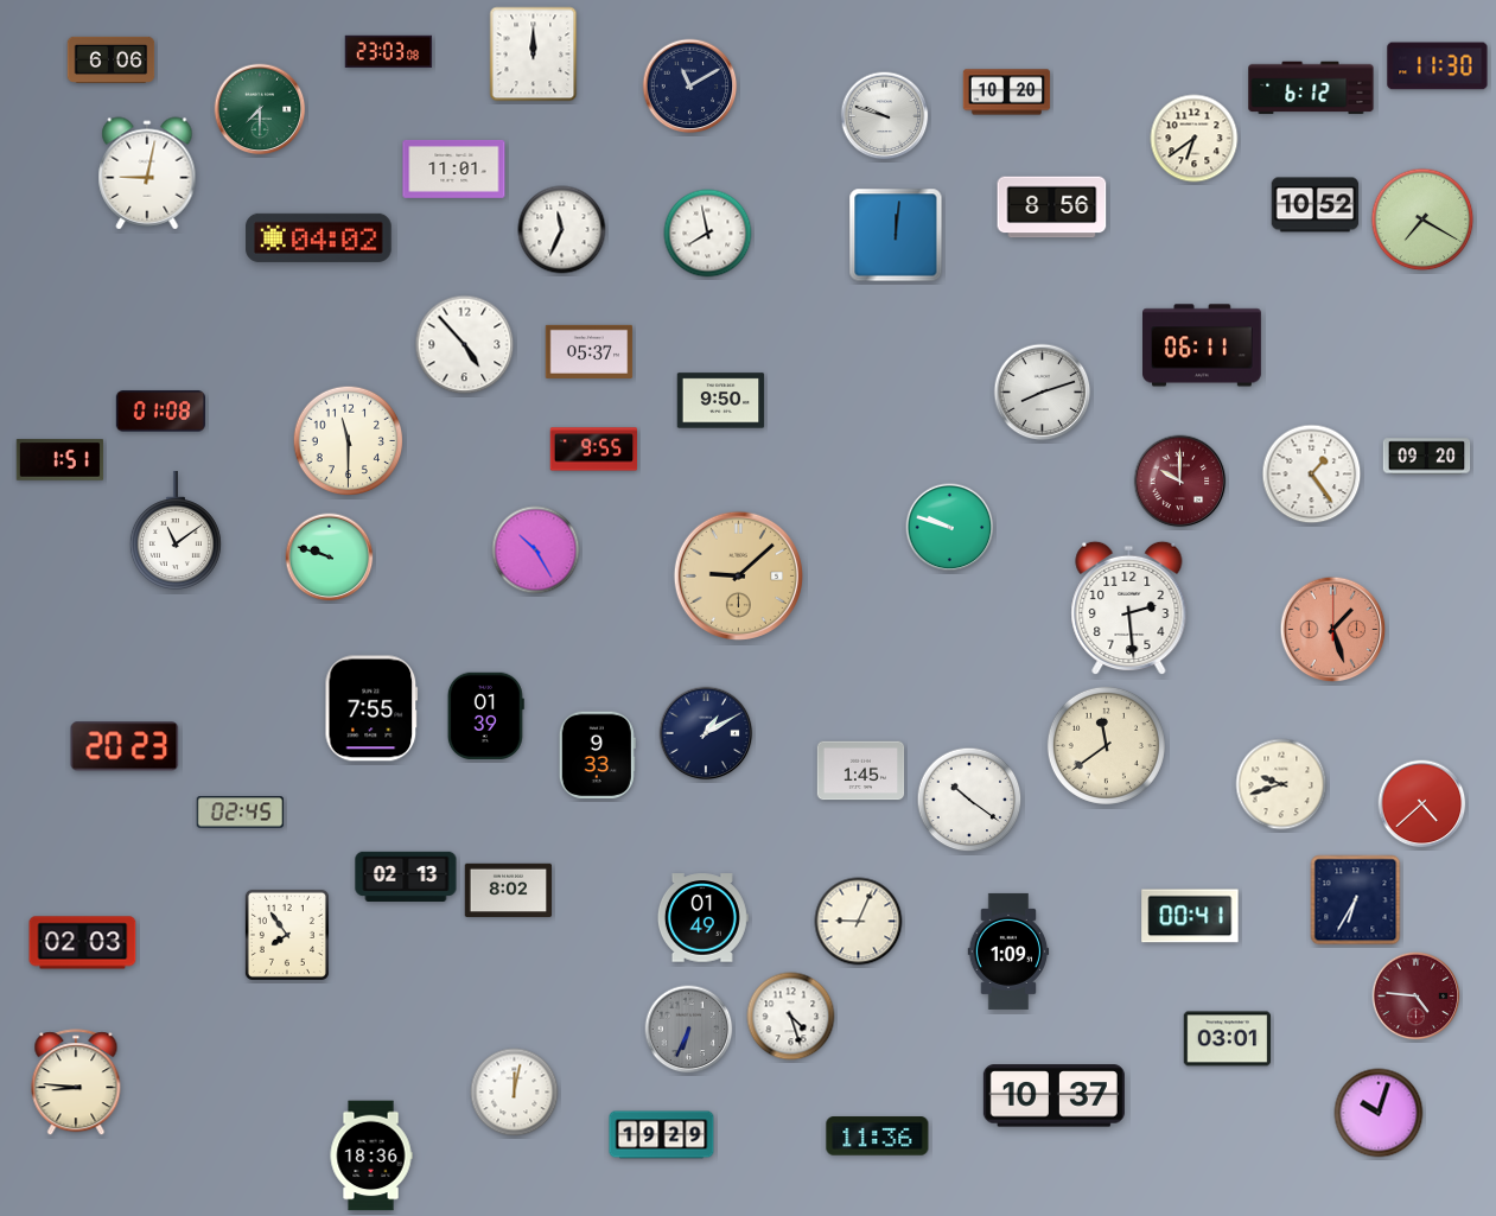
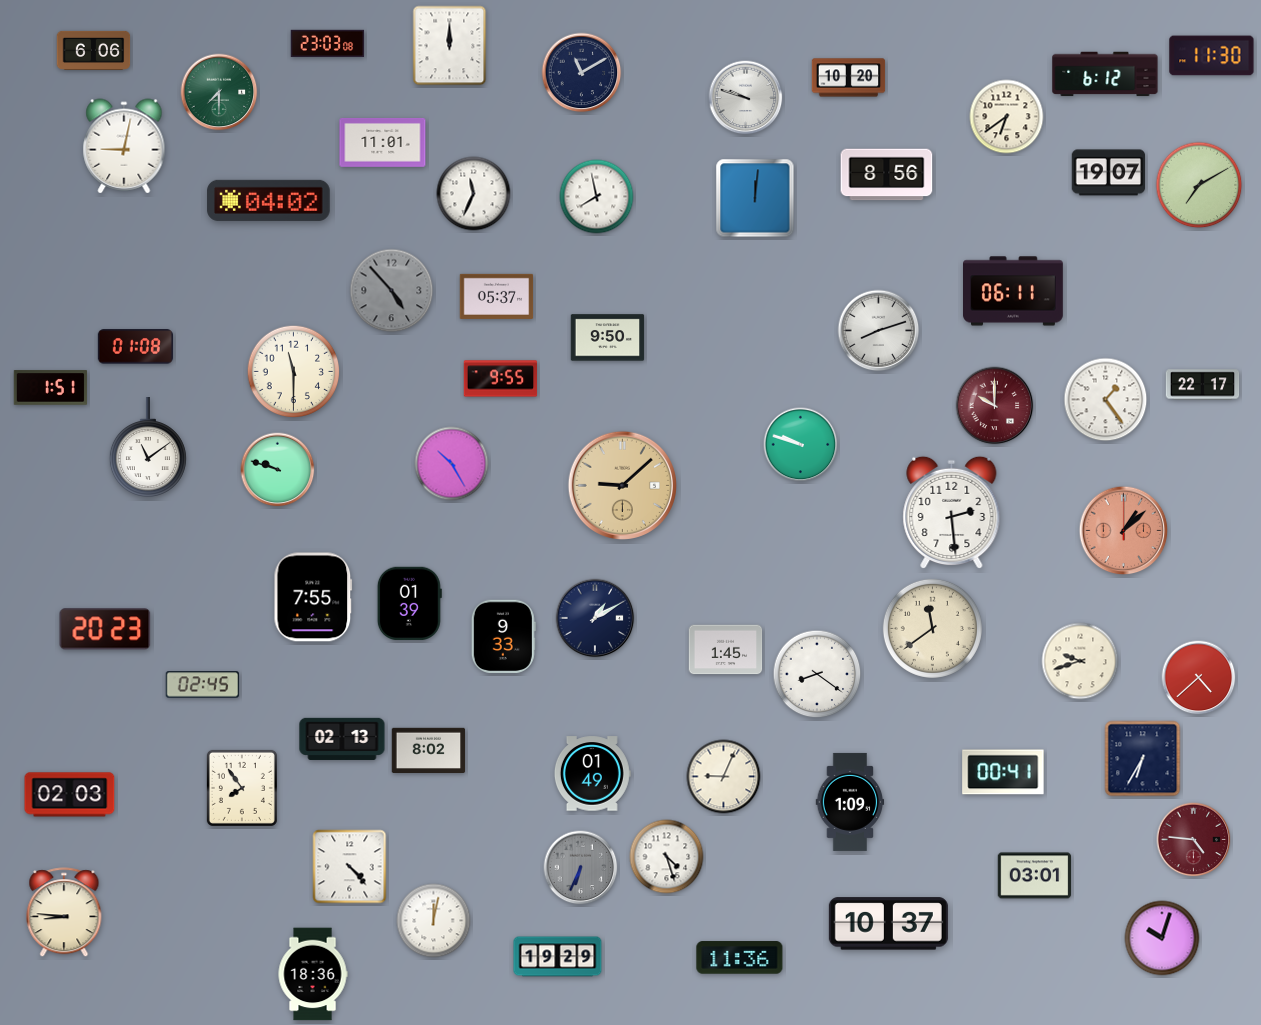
clock at (1316, 205): 10:52 -> 19:07
clock at (1422, 219): 7:20 -> 7:10
clock at (465, 345) dial: white -> grey
clock at (1427, 457): 09:20 -> 22:17
clock at (1333, 630): 1:27 -> 1:08
clock at (969, 800): 10:21 -> 8:21
clock at (350, 867): none -> 4:23
